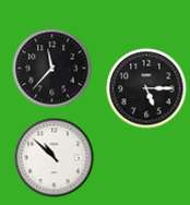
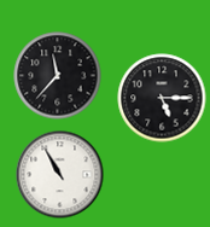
clock at (55, 158): 10:52 -> 10:55
